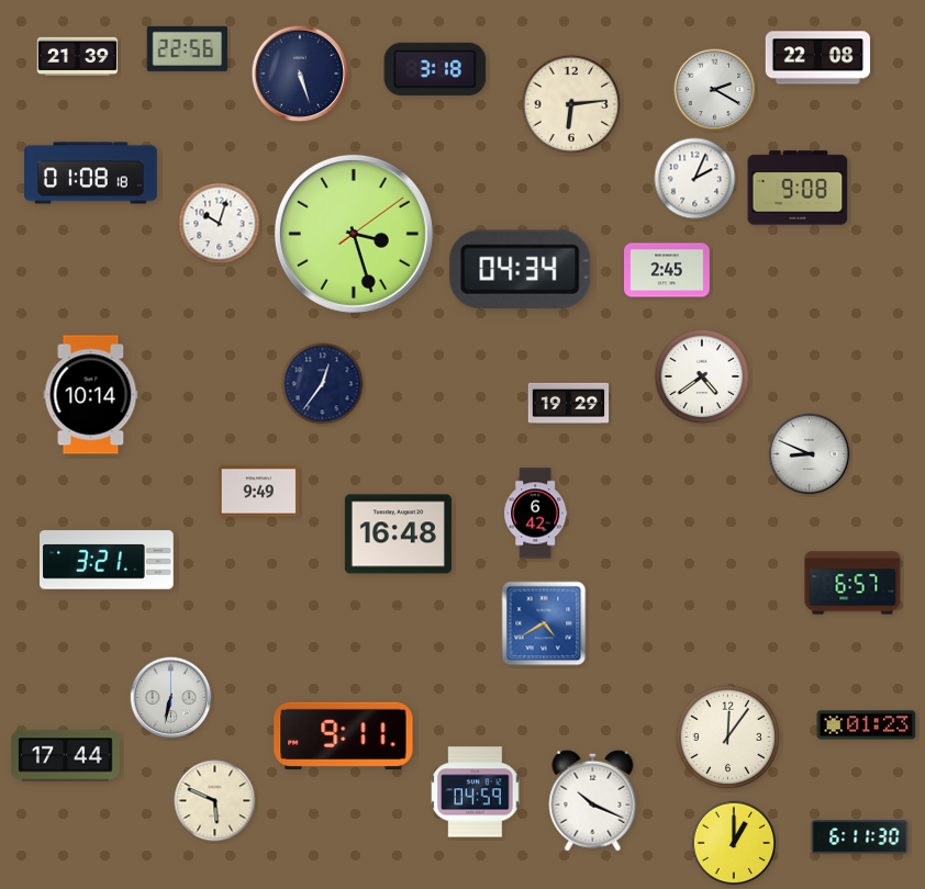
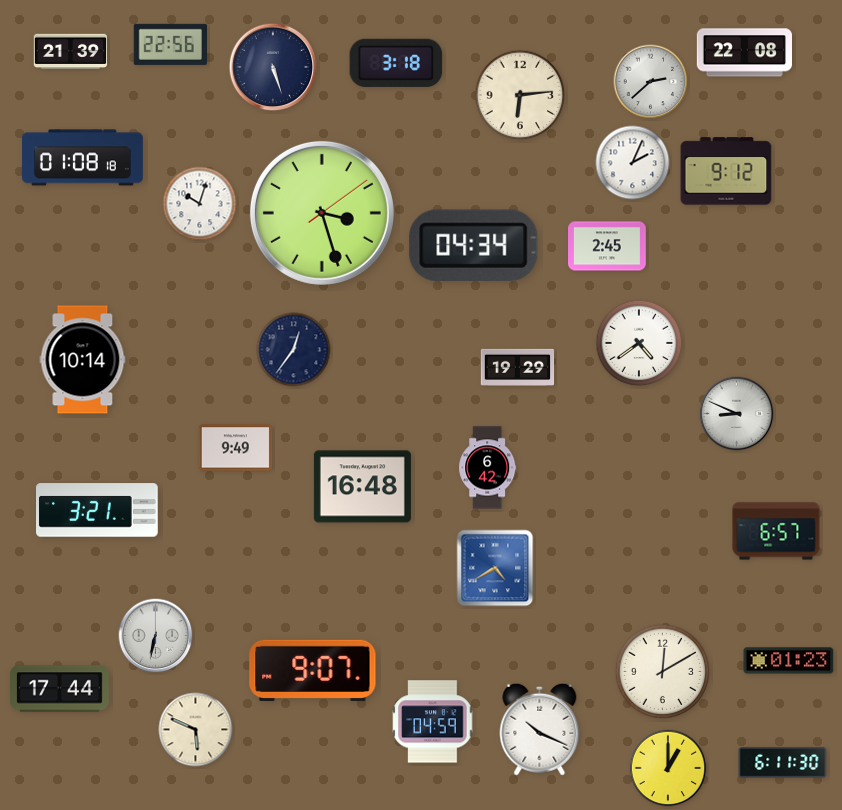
clock at (715, 90): 2:20 -> 2:38
clock at (798, 188): 9:08 -> 9:12
clock at (344, 735): 9:11 -> 9:07
clock at (727, 736): 12:06 -> 12:10
